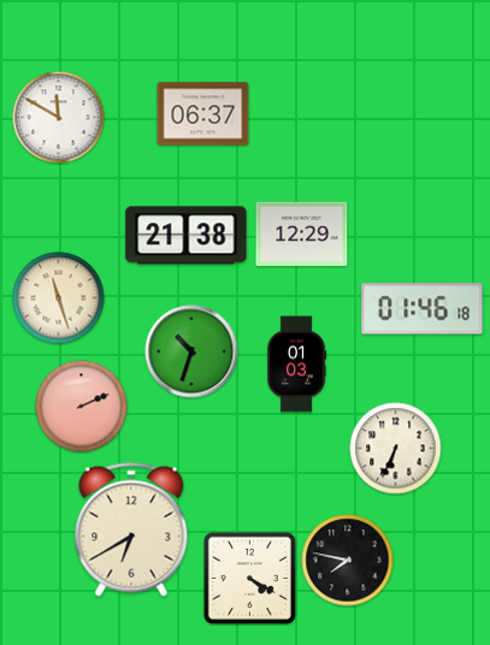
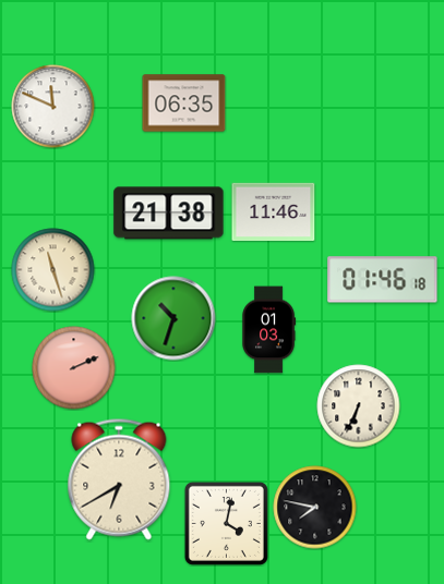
clock at (203, 114): 06:37 -> 06:35
clock at (59, 118): 11:50 -> 11:49
clock at (302, 233): 12:29 -> 11:46
clock at (249, 578): 4:20 -> 4:02
